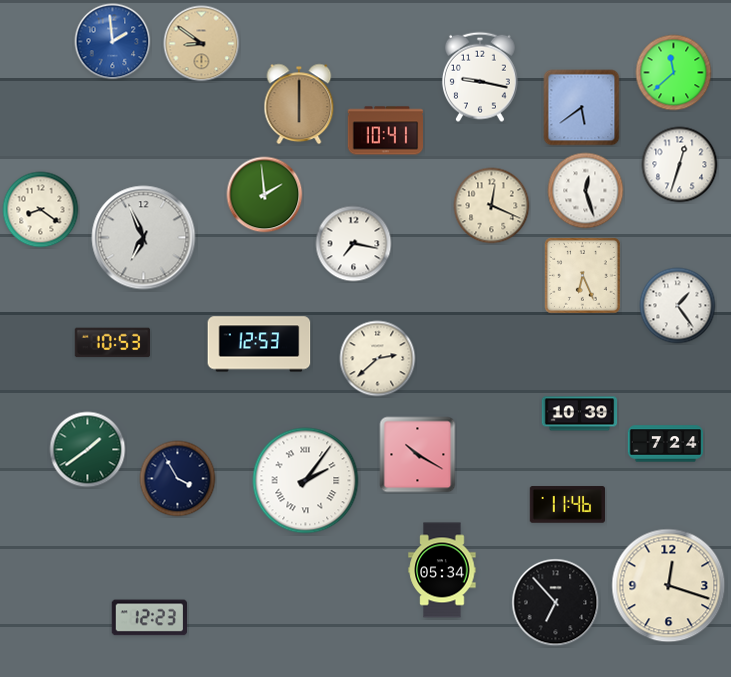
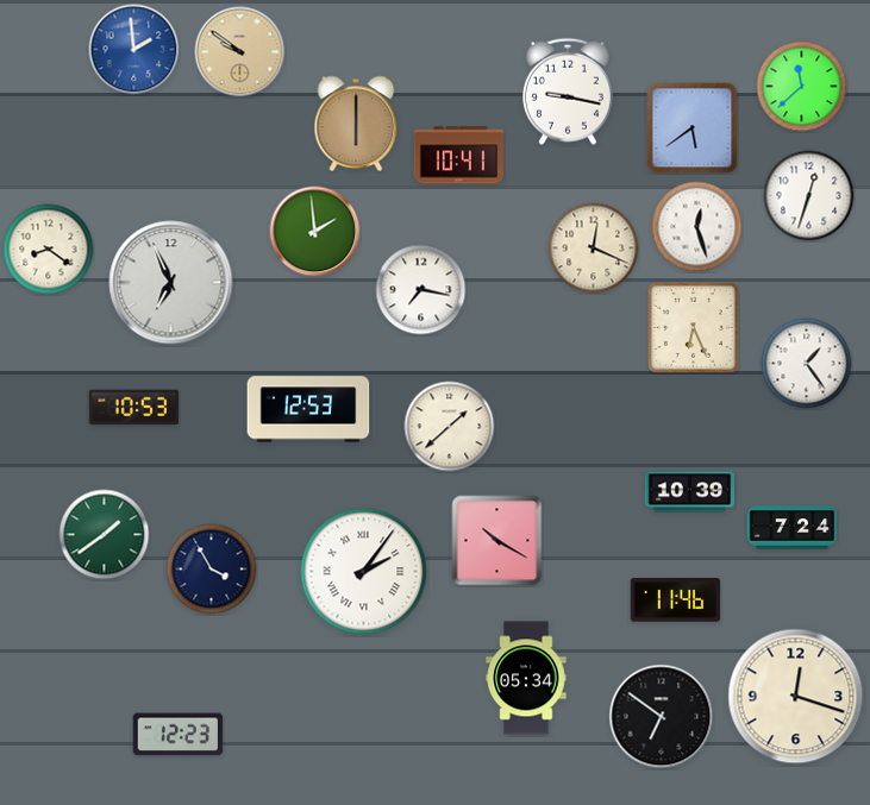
clock at (202, 44): 8:51 -> 9:51
clock at (480, 77) position: (480, 77) -> (568, 92)
clock at (492, 206) position: (492, 206) -> (594, 249)
clock at (378, 359): 2:38 -> 1:38
clock at (556, 603): 6:53 -> 6:51
